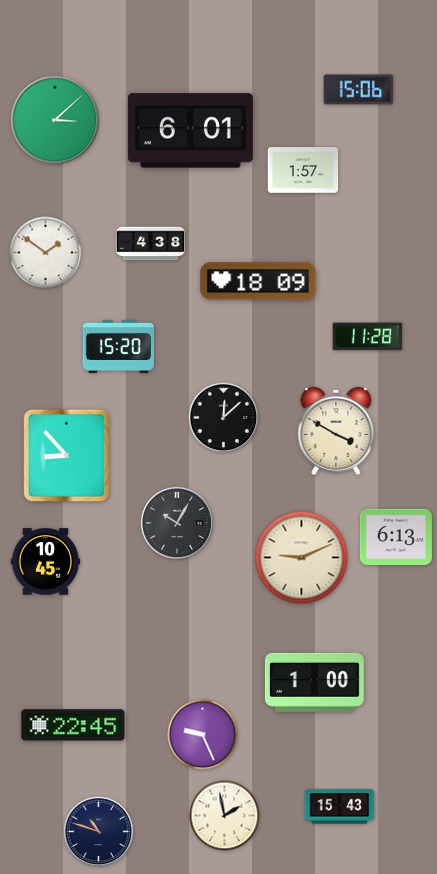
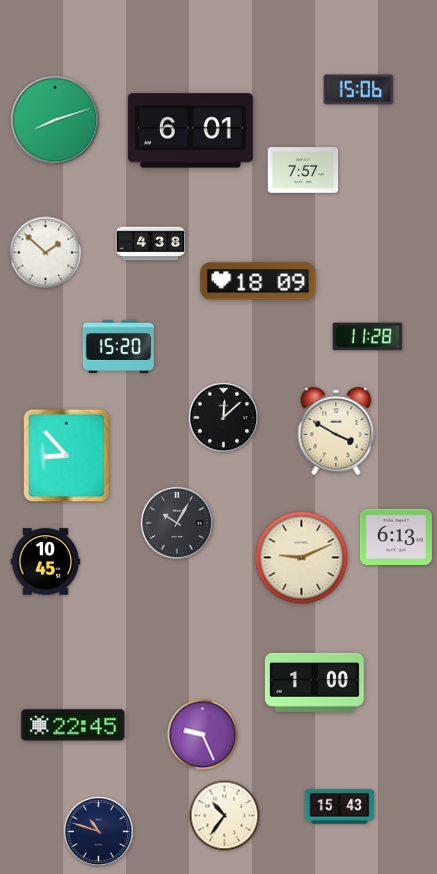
clock at (55, 120): 3:08 -> 8:12
clock at (303, 170): 1:57 -> 7:57
clock at (46, 253): 1:51 -> 1:52
clock at (225, 816): 1:58 -> 10:36
